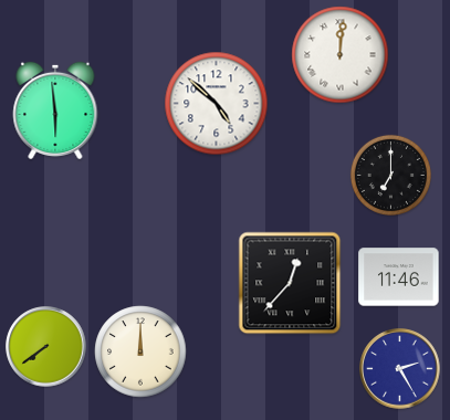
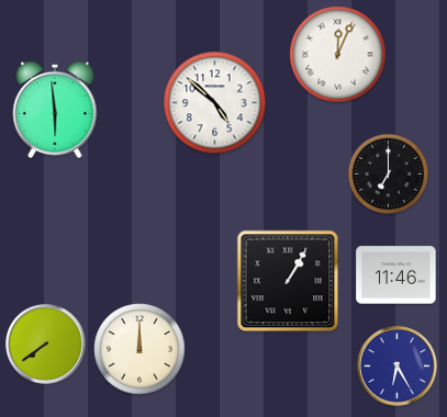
clock at (341, 55): 12:01 -> 12:04
clock at (290, 283): 12:37 -> 1:05
clock at (400, 369): 2:25 -> 6:25
